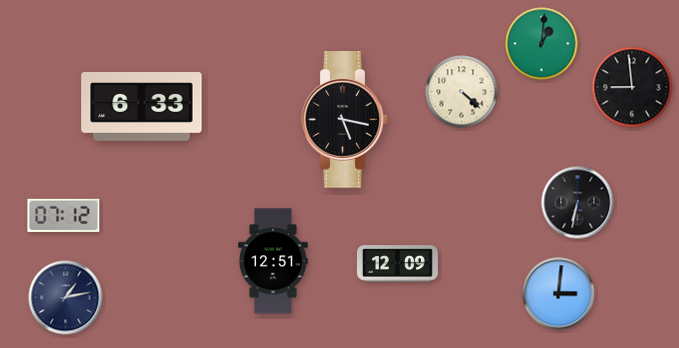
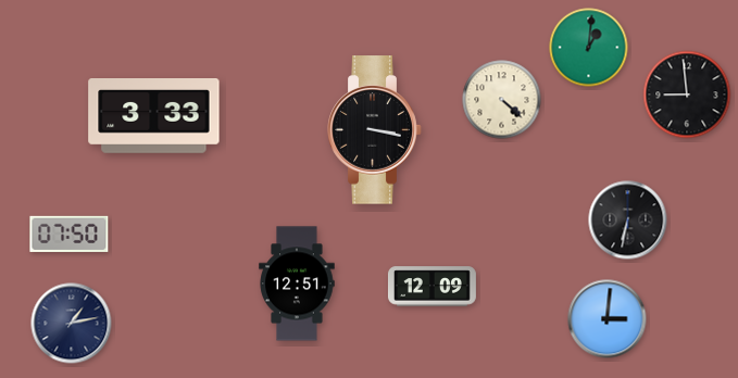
clock at (142, 107): 6:33 -> 3:33
clock at (345, 120): 5:17 -> 3:17
clock at (64, 215): 07:12 -> 07:50
